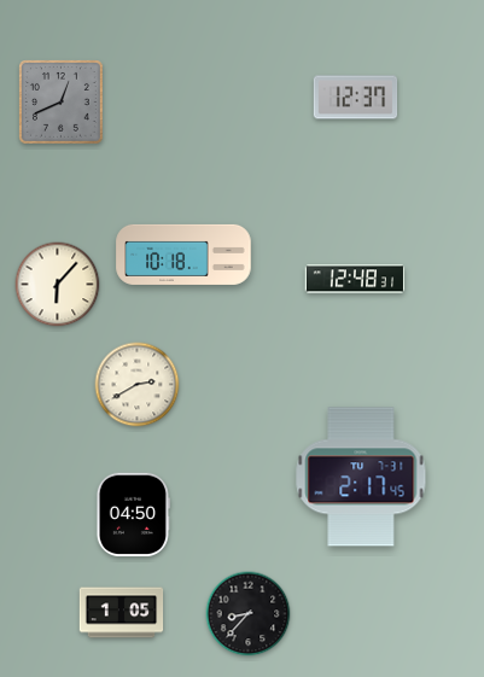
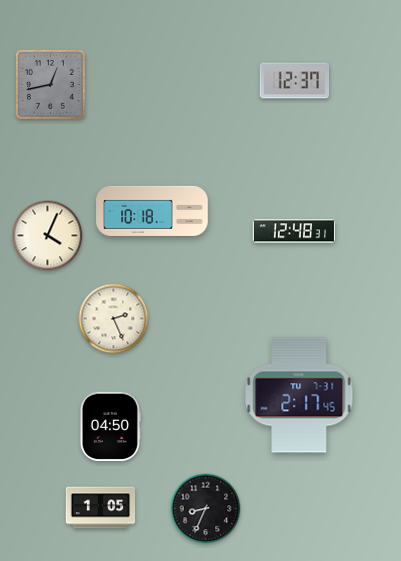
clock at (62, 103): 12:41 -> 12:43
clock at (58, 285): 6:07 -> 4:04
clock at (138, 385): 2:40 -> 2:26
clock at (249, 614): 8:37 -> 8:34
